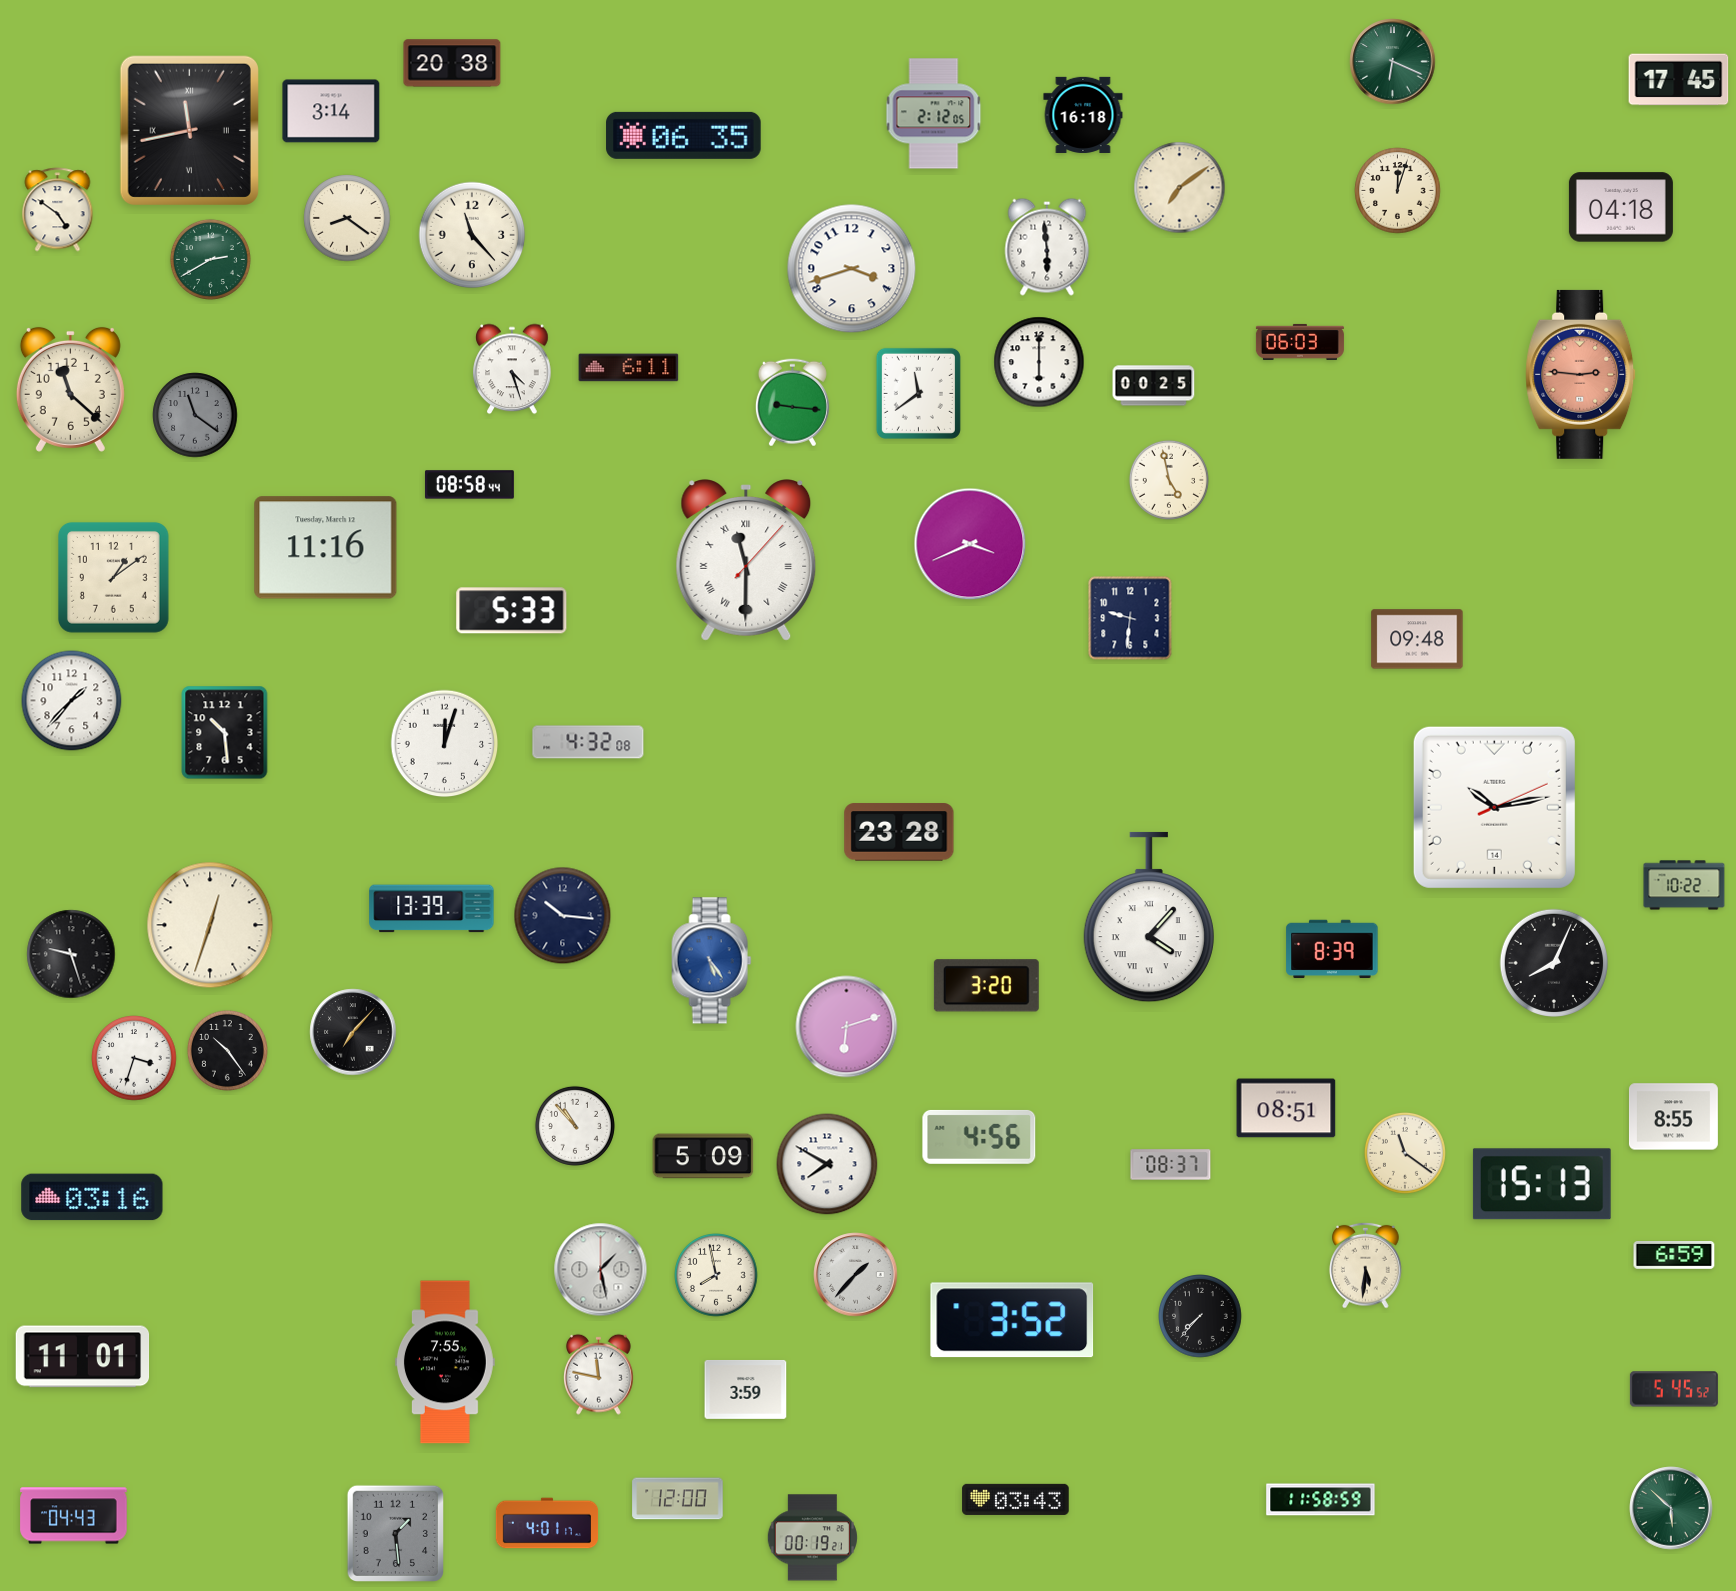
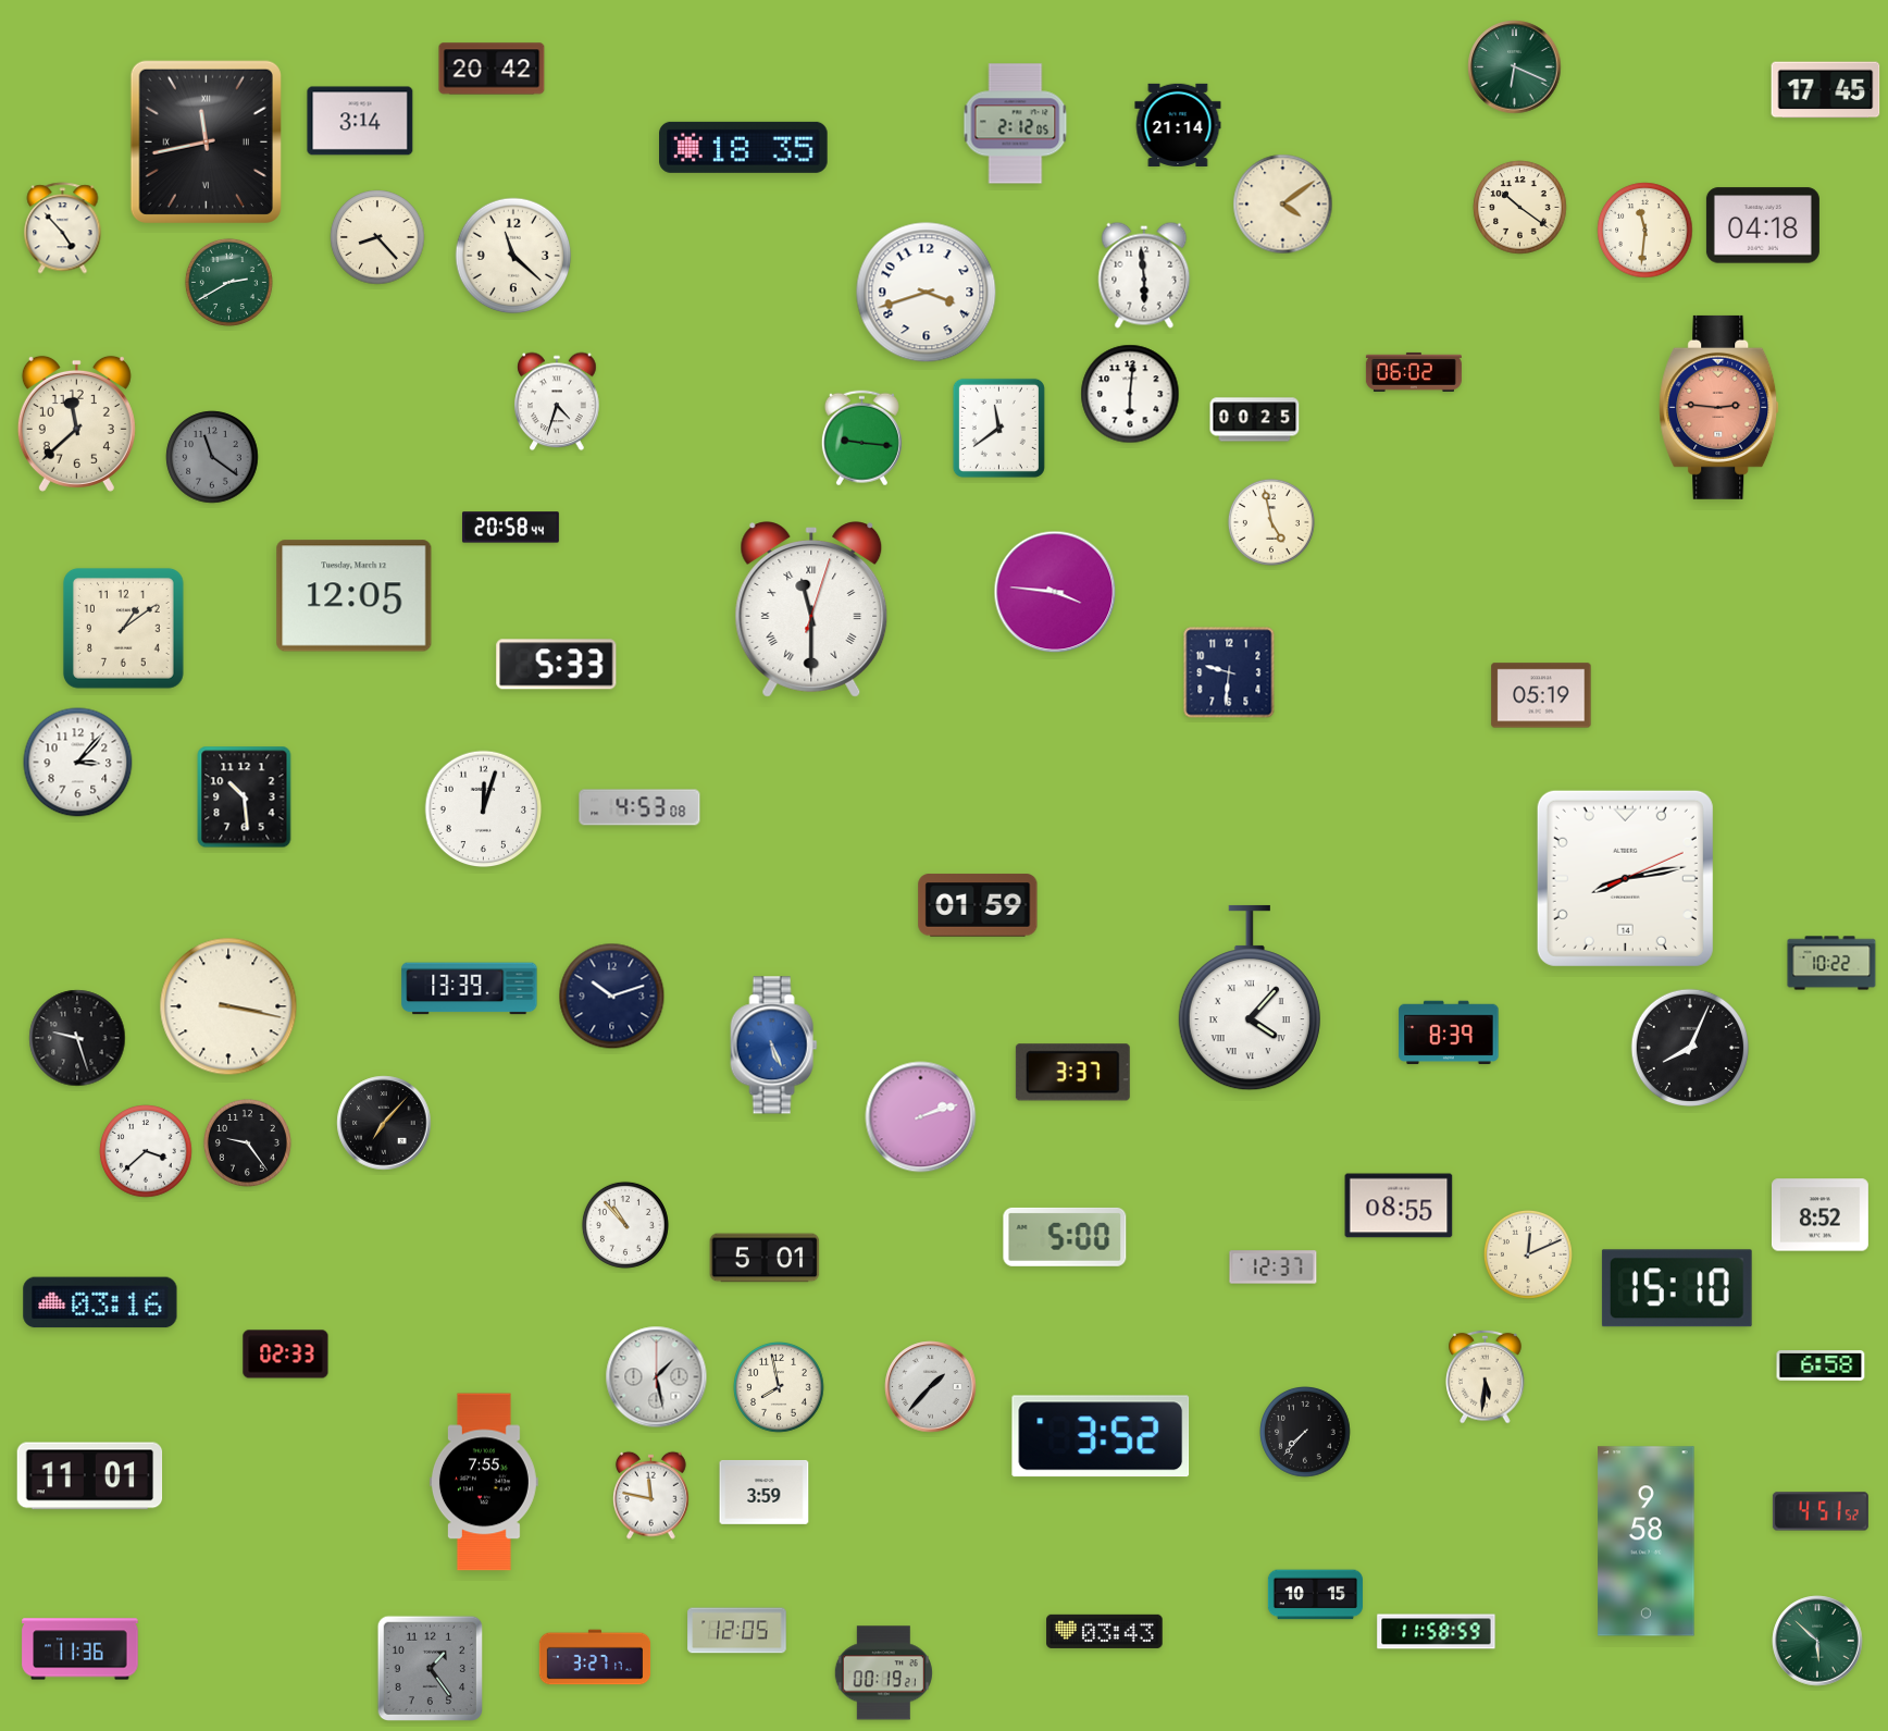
clock at (452, 63): 20:38 -> 20:42
clock at (1679, 80) position: (1679, 80) -> (1826, 90)
clock at (1083, 115): 16:18 -> 21:14
clock at (684, 135): 06:35 -> 18:35
clock at (1180, 188): 7:09 -> 4:09
clock at (1398, 191): 12:03 -> 10:21
clock at (58, 210): 4:51 -> 4:53
clock at (1645, 231): none -> 11:31
clock at (347, 218): 8:21 -> 8:23
clock at (472, 235): 11:23 -> 11:22
clock at (1047, 247) position: (1047, 247) -> (1144, 275)
clock at (1300, 342): 06:03 -> 06:02
clock at (1039, 362): 6:00 -> 6:01
clock at (629, 368): 6:11 -> none
clock at (512, 369): 4:27 -> 4:33
clock at (70, 389): 11:22 -> 11:38
clock at (195, 415) position: (195, 415) -> (212, 457)
clock at (469, 485): 08:58 -> 20:58
clock at (970, 544): 3:41 -> 3:46
clock at (326, 548): 11:16 -> 12:05
clock at (746, 560): 11:30:07 -> 11:30:03
clock at (1417, 639): 09:48 -> 05:19
clock at (72, 701): 1:37 -> 3:07
clock at (588, 742): 4:32 -> 4:53
clock at (1494, 807): 10:13 -> 8:13
clock at (899, 832): 23:28 -> 01:59
clock at (563, 916): 10:16 -> 10:12
clock at (210, 925): 12:33 -> 3:17
clock at (712, 961): 5:24 -> 5:26
clock at (986, 986): 3:20 -> 3:37
clock at (847, 1027): 6:12 -> 2:12
clock at (227, 1050): 10:24 -> 9:24
clock at (134, 1058): 3:33 -> 3:38
clock at (1286, 1108): 08:51 -> 08:55
clock at (1673, 1117): 8:55 -> 8:52
clock at (979, 1137): 4:56 -> 5:00
clock at (1405, 1153): 11:21 -> 12:11
clock at (703, 1156): 5:09 -> 5:01
clock at (827, 1164): 7:50 -> none
clock at (1171, 1165): 08:37 -> 12:37
clock at (1542, 1184): 15:13 -> 15:10
clock at (286, 1355): none -> 02:33
clock at (1674, 1256): 6:59 -> 6:58
clock at (601, 1270) position: (601, 1270) -> (657, 1377)
clock at (746, 1389) position: (746, 1389) -> (765, 1492)
clock at (1674, 1389): 5:45 -> 4:51
clock at (1647, 1542): none -> 9:58
clock at (1315, 1595): none -> 10:15
clock at (678, 1499): 12:00 -> 12:05
clock at (74, 1516): 04:43 -> 11:36
clock at (547, 1523): 4:01 -> 3:27
clock at (395, 1533): 1:29 -> 1:24
